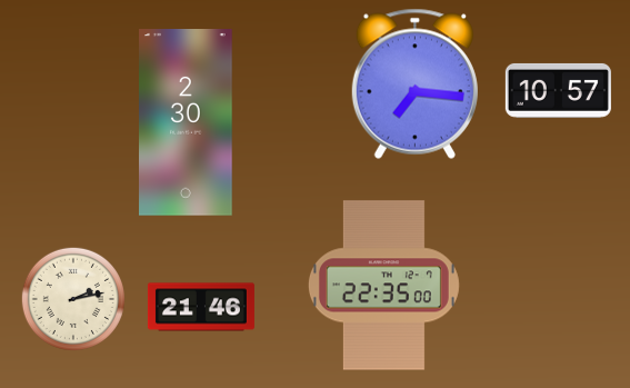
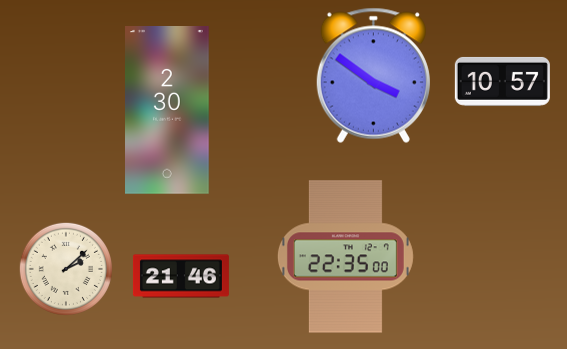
clock at (414, 83): 7:16 -> 3:51
clock at (73, 299): 2:13 -> 2:08
